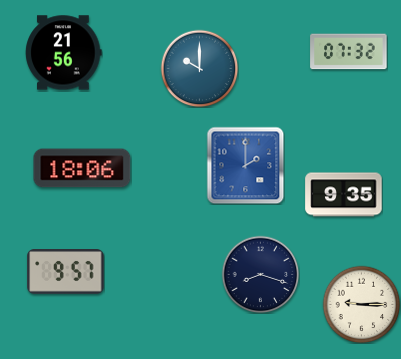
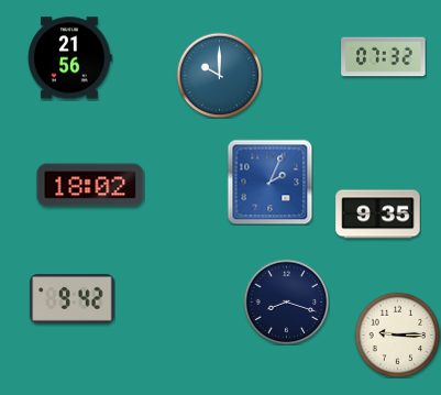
clock at (245, 165): 2:00 -> 2:04
clock at (82, 168): 18:06 -> 18:02
clock at (66, 272): 9:57 -> 9:42
